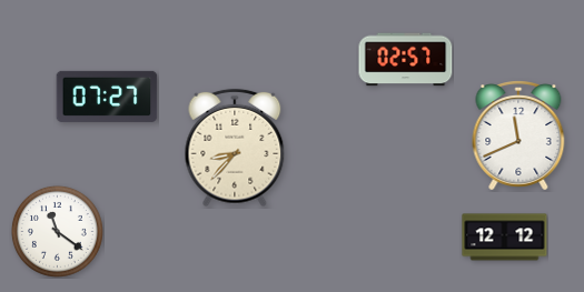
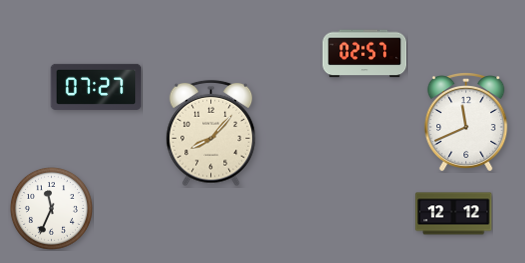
clock at (235, 148): 8:37 -> 8:07
clock at (57, 231): 11:21 -> 11:34
